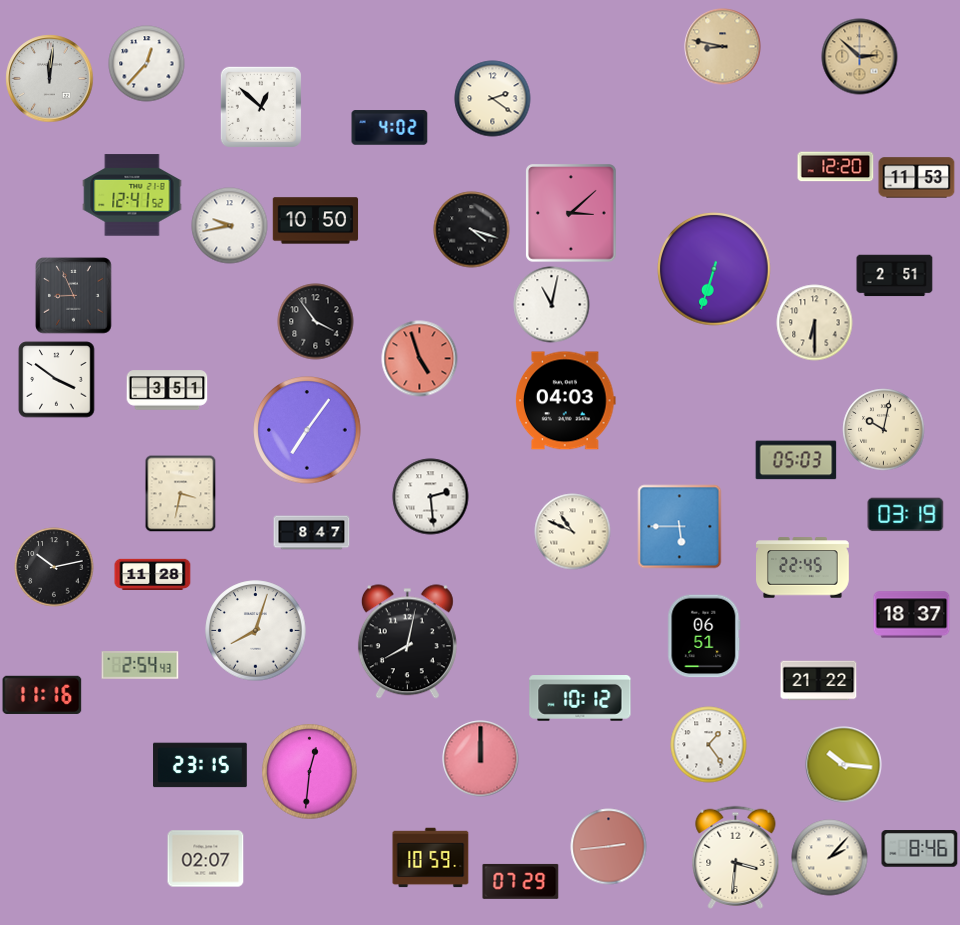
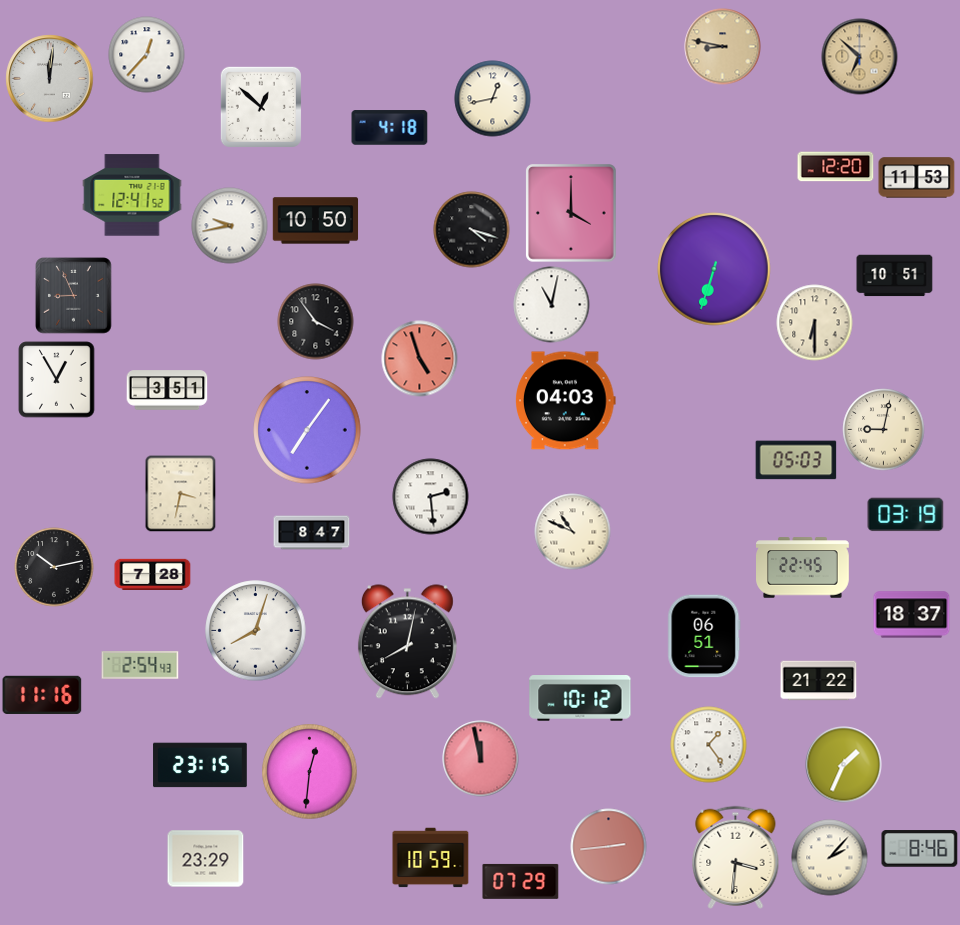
clock at (860, 57): 2:52 -> 6:52
clock at (147, 64) position: (147, 64) -> (147, 55)
clock at (493, 99): 2:21 -> 12:43
clock at (390, 128): 4:02 -> 4:18
clock at (571, 213): 3:08 -> 4:00
clock at (895, 276): 2:51 -> 10:51
clock at (57, 380): 3:51 -> 12:55
clock at (884, 430): 10:02 -> 9:02
clock at (680, 527): 5:45 -> none
clock at (153, 574): 11:28 -> 7:28
clock at (481, 759): 12:00 -> 11:58
clock at (844, 765): 10:16 -> 1:34
clock at (206, 859): 02:07 -> 23:29
